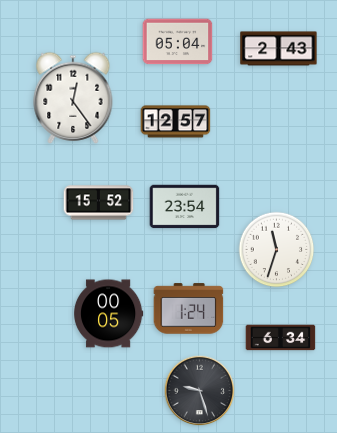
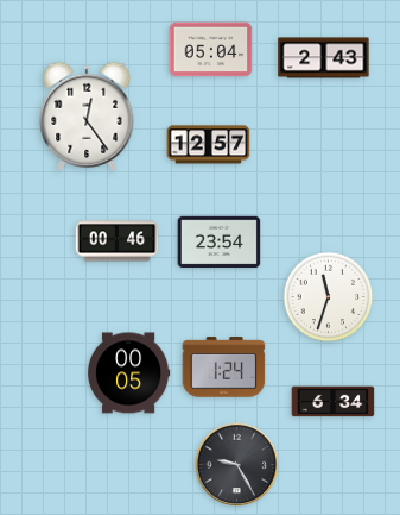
clock at (279, 49) position: (279, 49) -> (324, 58)
clock at (99, 203): 15:52 -> 00:46
clock at (185, 207) position: (185, 207) -> (220, 243)
clock at (200, 391): 9:27 -> 9:25
